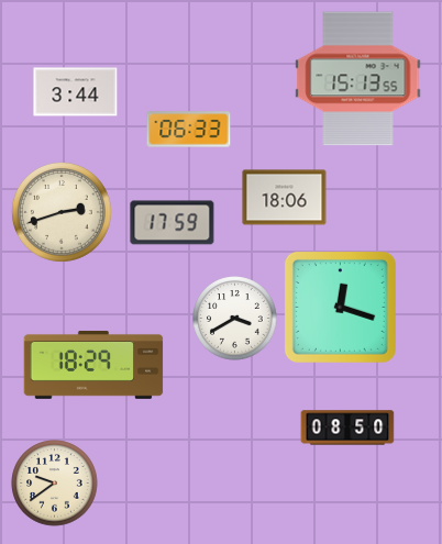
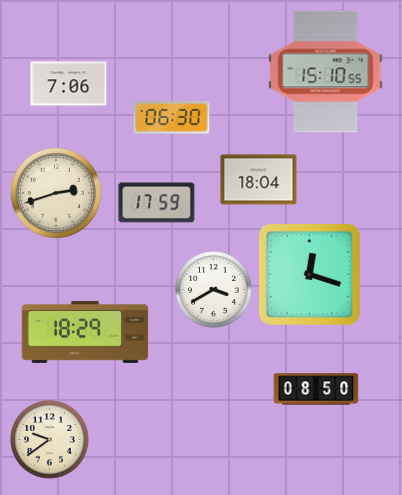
clock at (358, 79): 15:13 -> 15:10
clock at (76, 92): 3:44 -> 7:06
clock at (189, 130): 06:33 -> 06:30
clock at (285, 198): 18:06 -> 18:04
clock at (340, 307) position: (340, 307) -> (309, 274)
